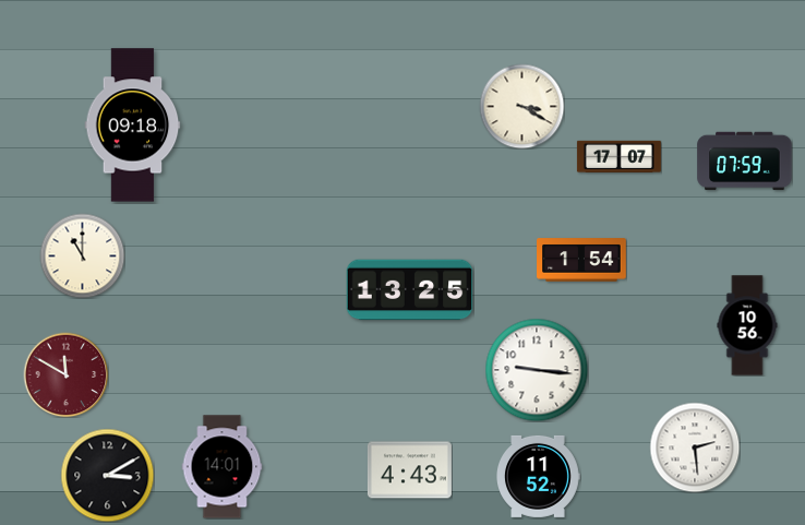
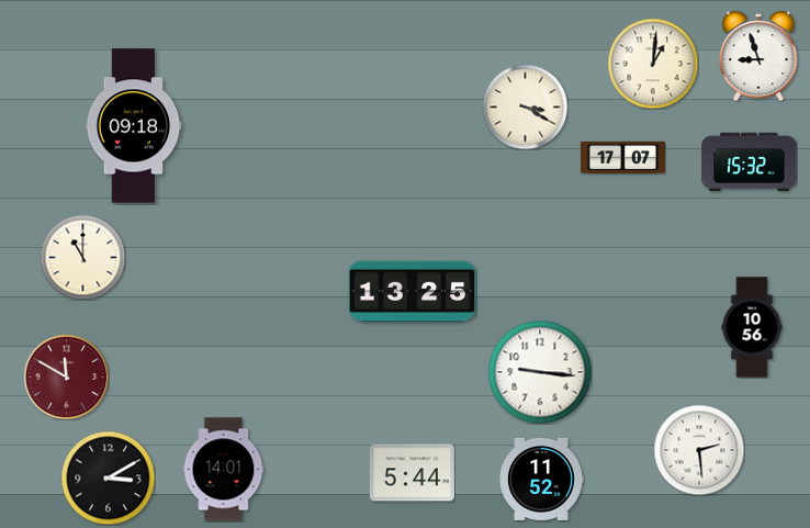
clock at (758, 56): none -> 8:57
clock at (653, 64): none -> 1:01
clock at (745, 162): 07:59 -> 15:32
clock at (581, 260): 1:54 -> none
clock at (409, 470): 4:43 -> 5:44
